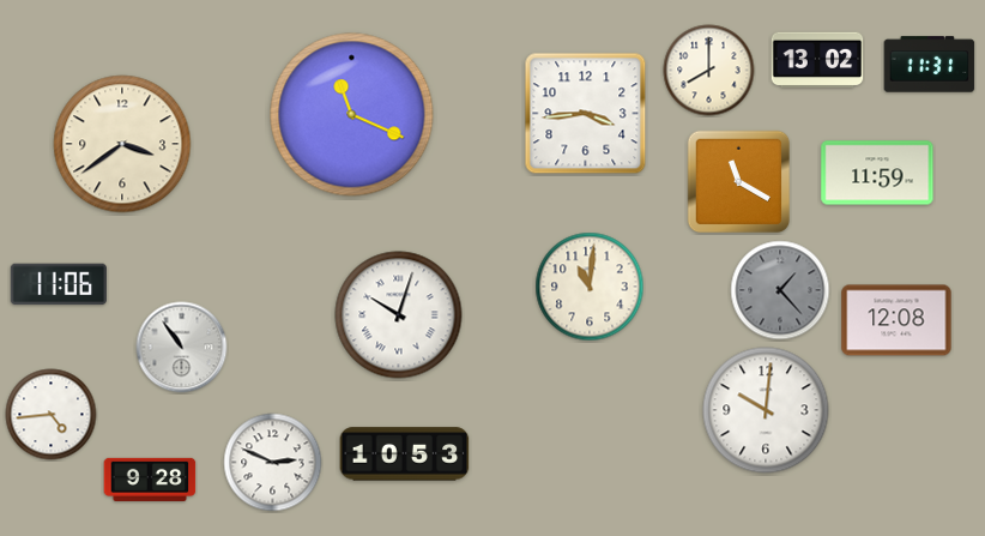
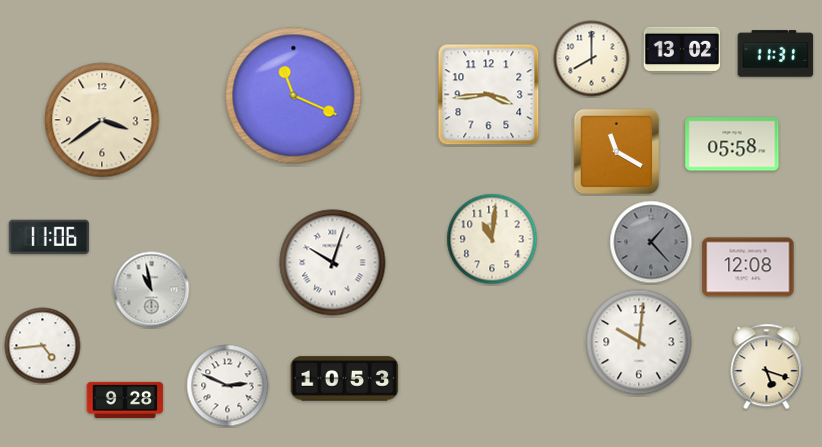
clock at (877, 173): 11:59 -> 05:58
clock at (182, 348): 10:54 -> 10:58
clock at (767, 367): none -> 5:18
clock at (405, 454) position: (405, 454) -> (345, 379)
